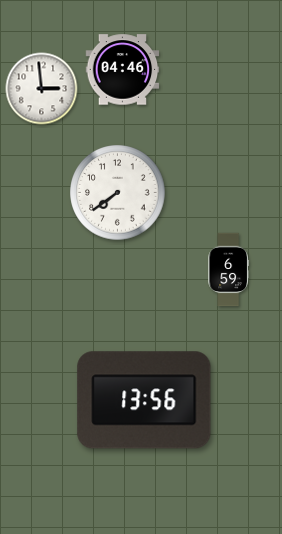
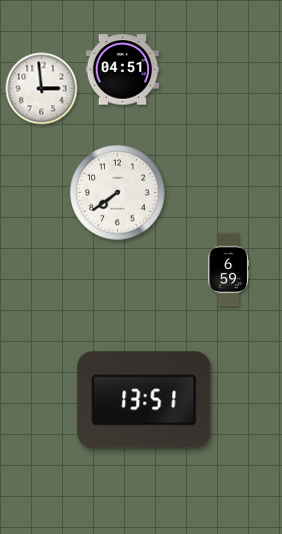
clock at (123, 70): 04:46 -> 04:51
clock at (144, 400): 13:56 -> 13:51
